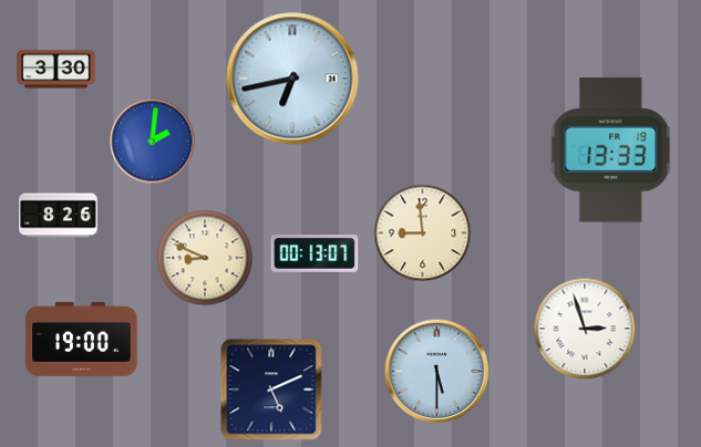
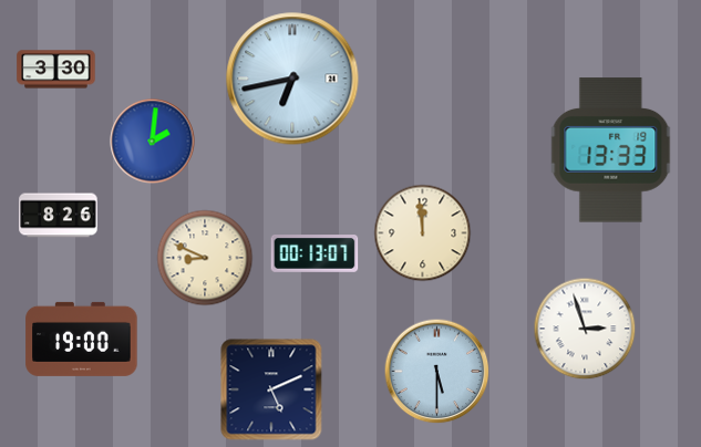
clock at (423, 233): 8:59 -> 11:59
